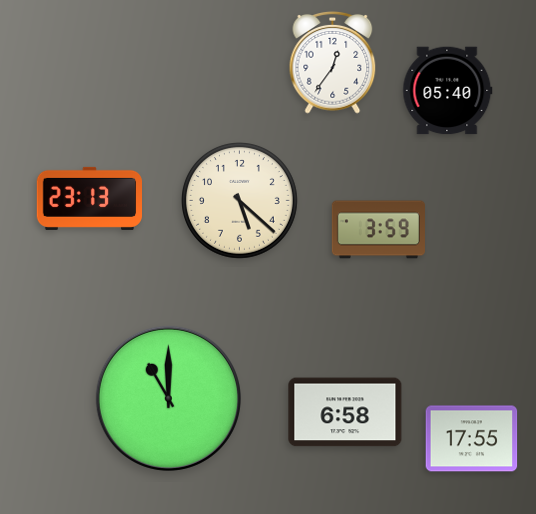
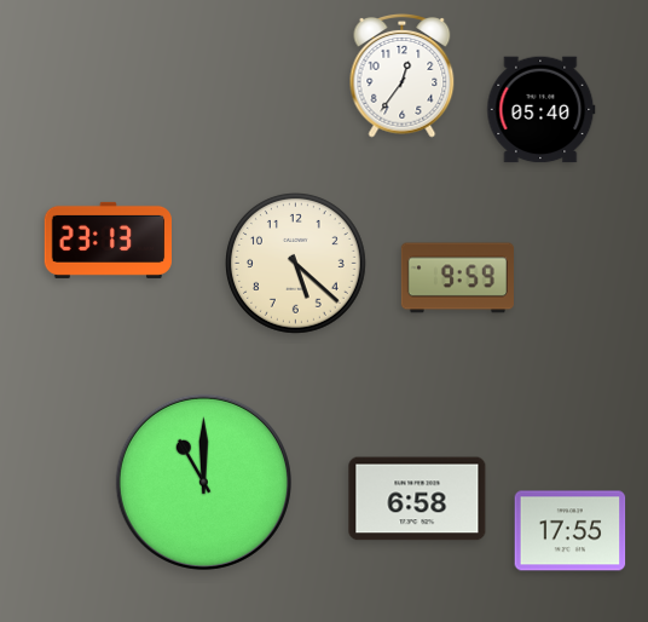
clock at (240, 201) position: (240, 201) -> (296, 264)
clock at (378, 230): 3:59 -> 9:59
